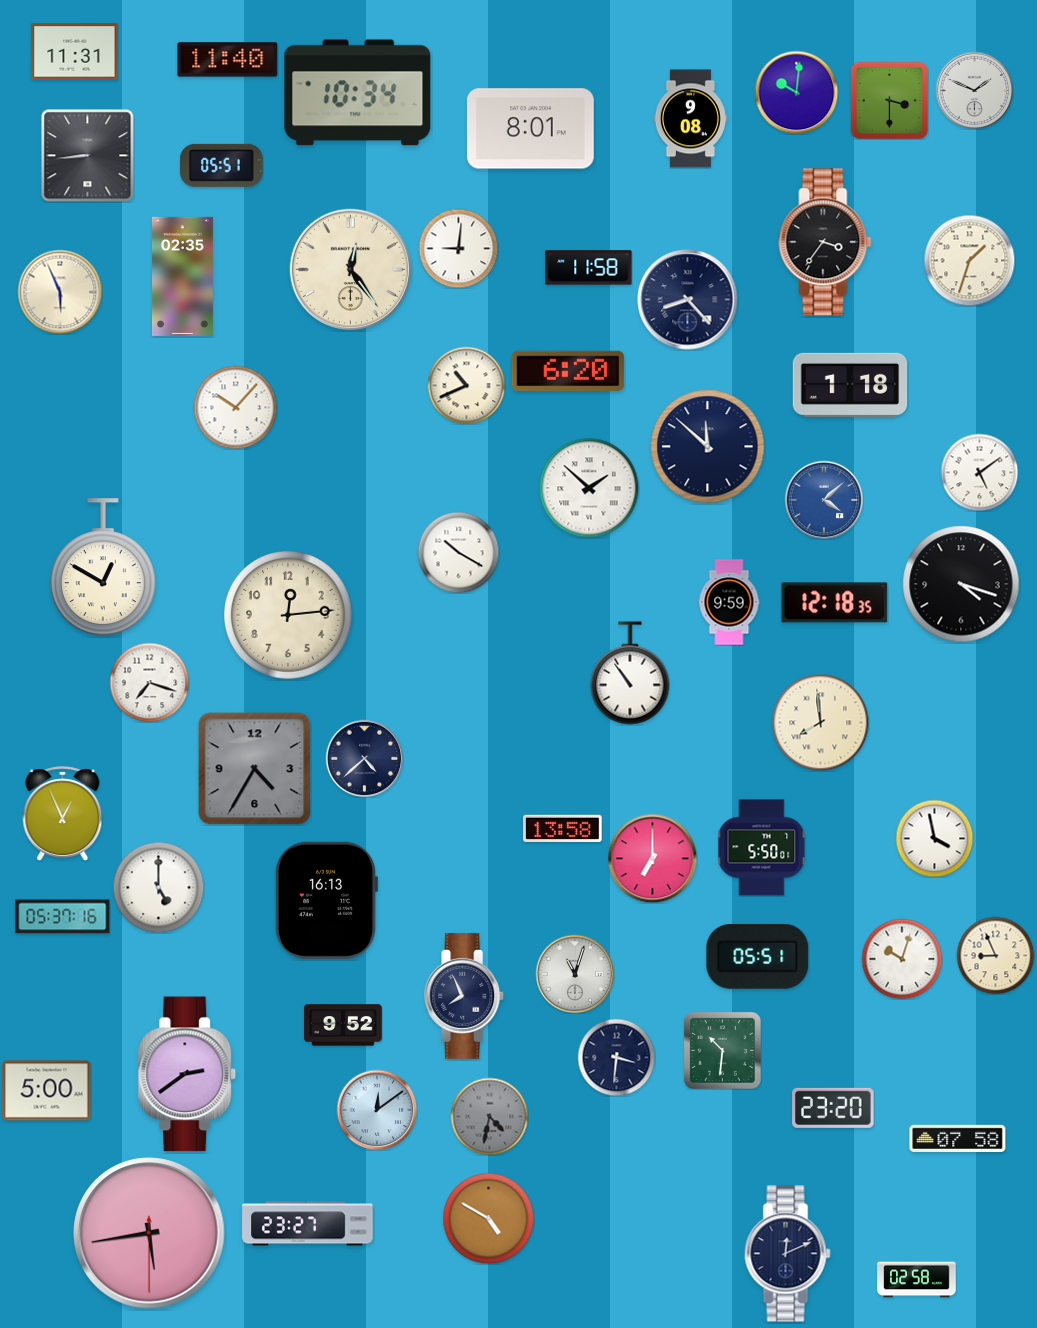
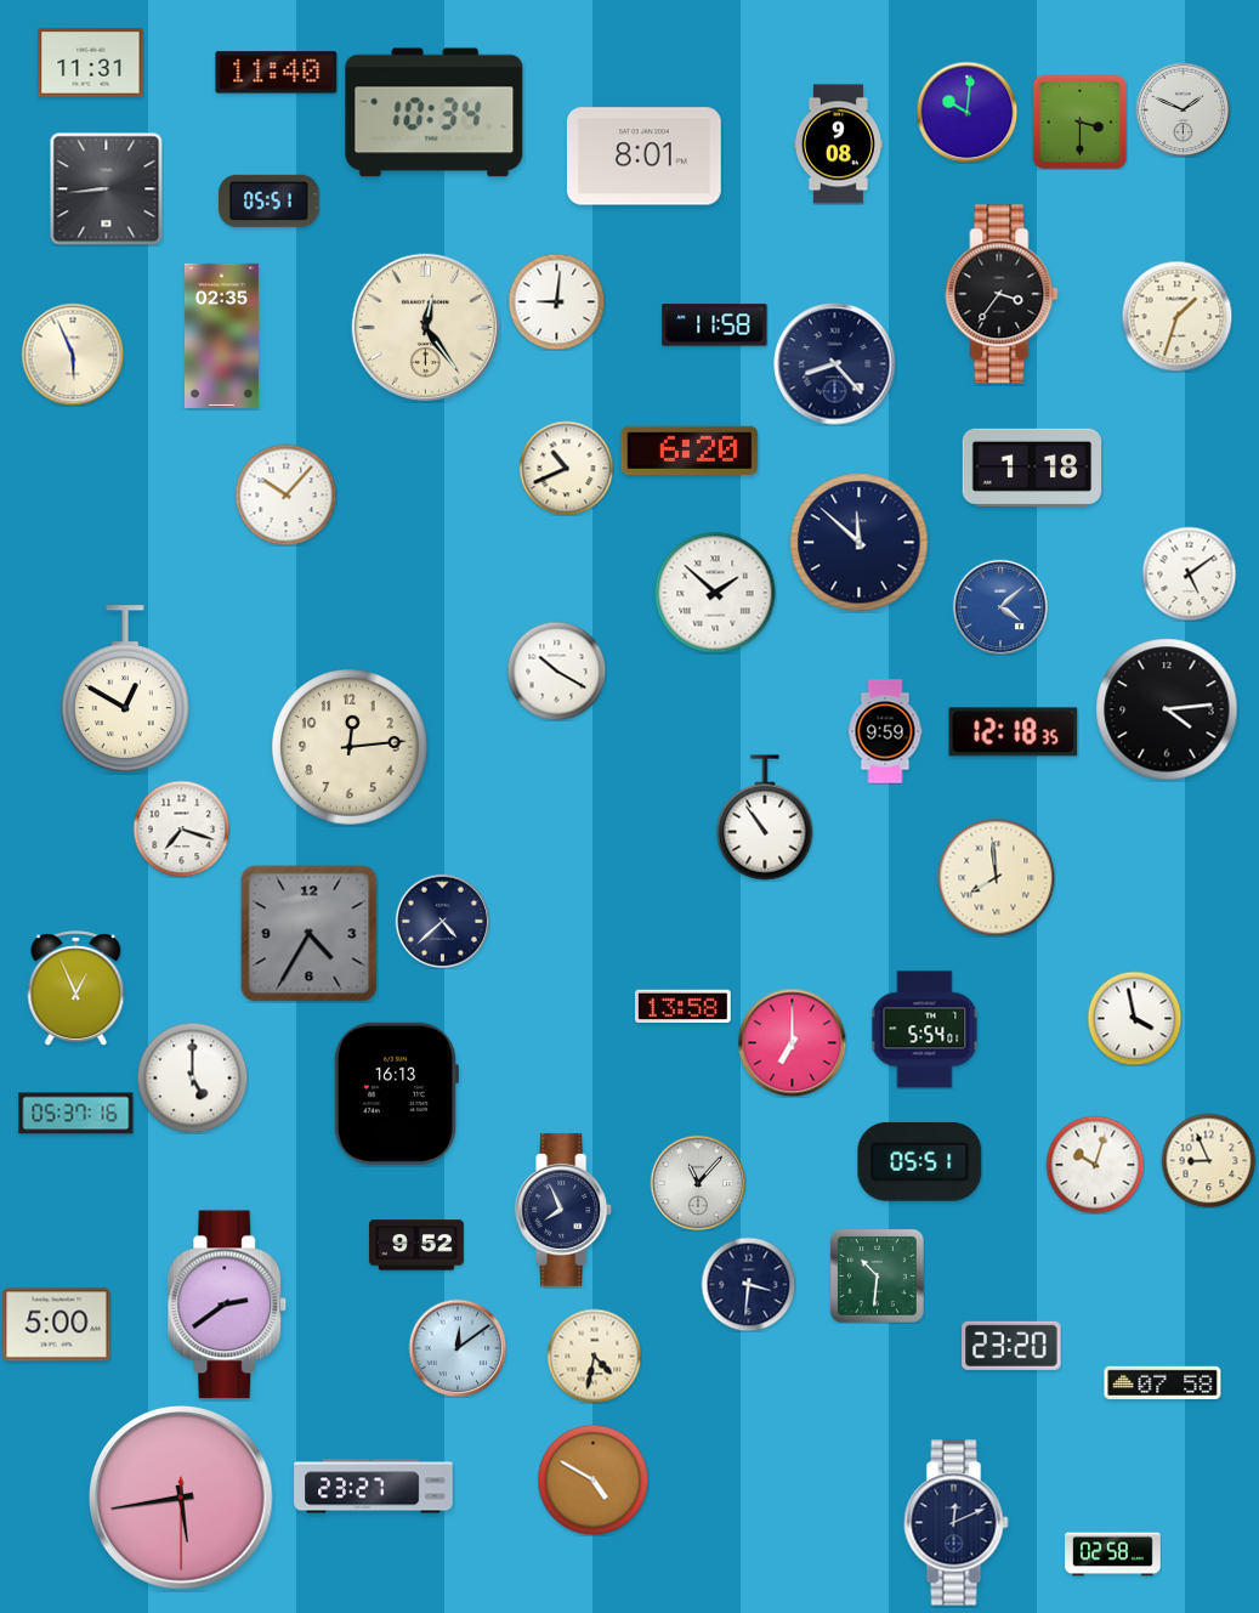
clock at (961, 584): 4:18 -> 4:14
clock at (762, 848): 5:50 -> 5:54
clock at (575, 974): 11:03 -> 11:07
clock at (489, 1116) dial: grey -> cream
